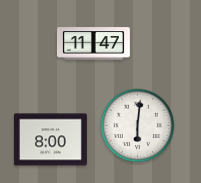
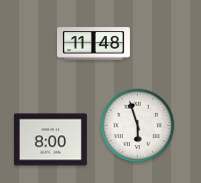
clock at (93, 44): 11:47 -> 11:48
clock at (138, 126): 6:01 -> 5:57
